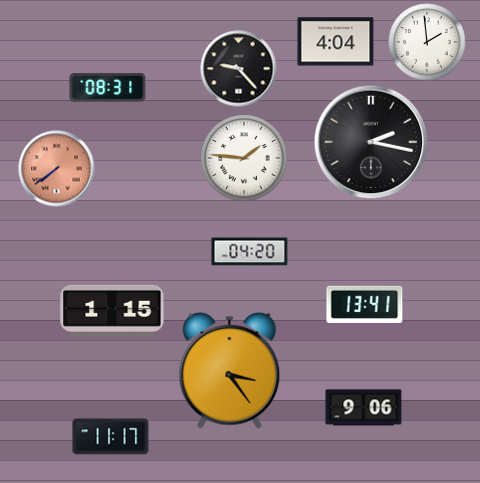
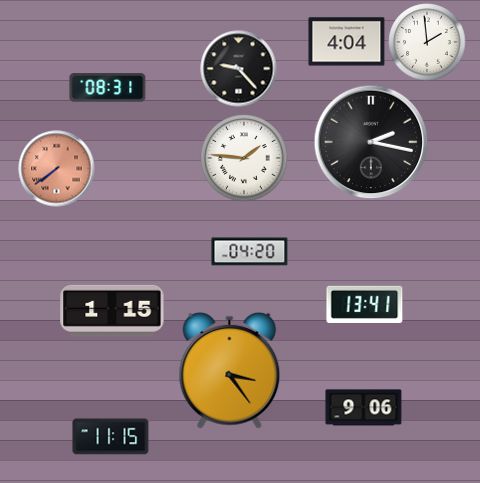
clock at (336, 42) position: (336, 42) -> (347, 42)
clock at (111, 437): 11:17 -> 11:15
